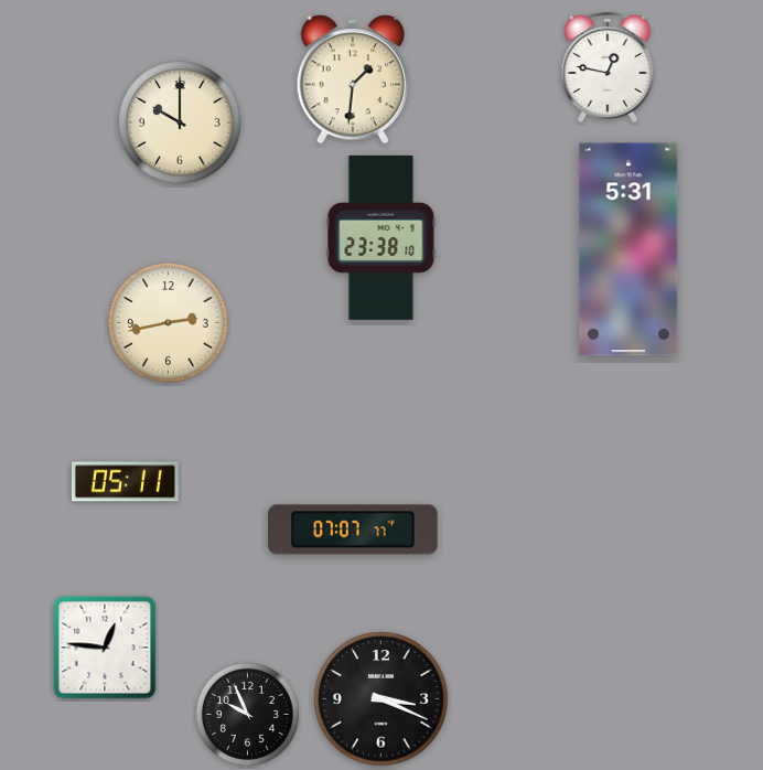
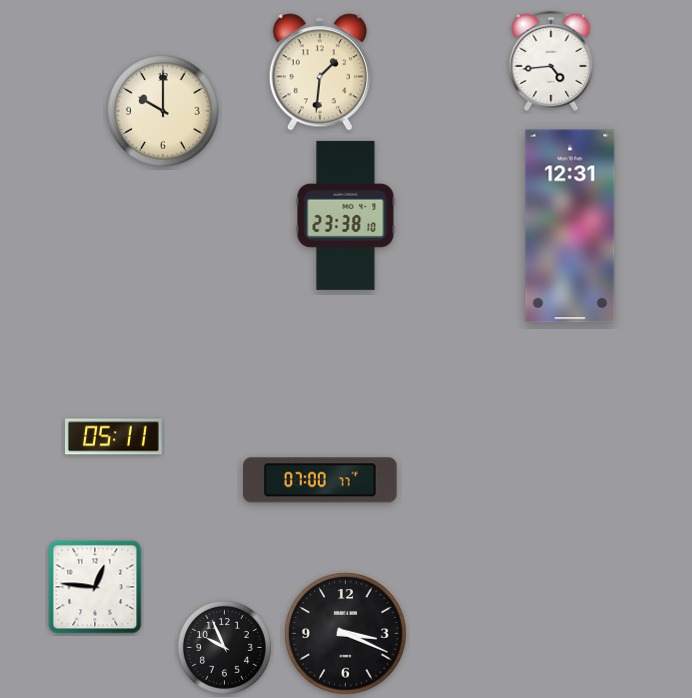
clock at (608, 67): 12:47 -> 4:44
clock at (628, 249): 5:31 -> 12:31
clock at (169, 323): 2:43 -> none
clock at (353, 530): 07:07 -> 07:00
